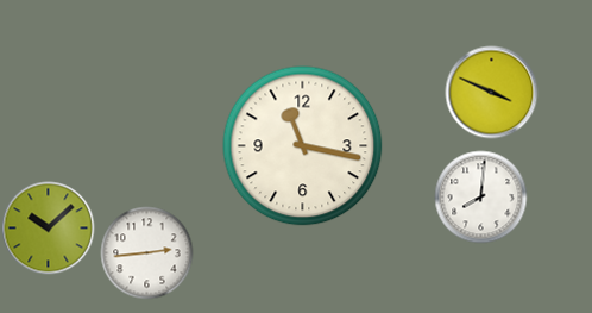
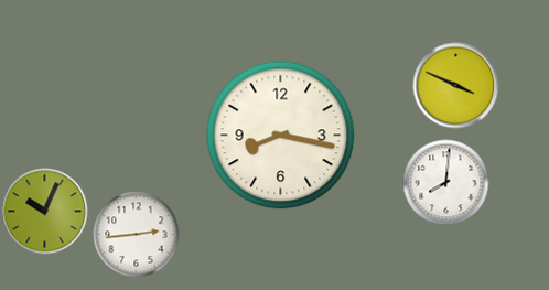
clock at (303, 146): 11:17 -> 8:17
clock at (48, 227): 10:08 -> 10:04
